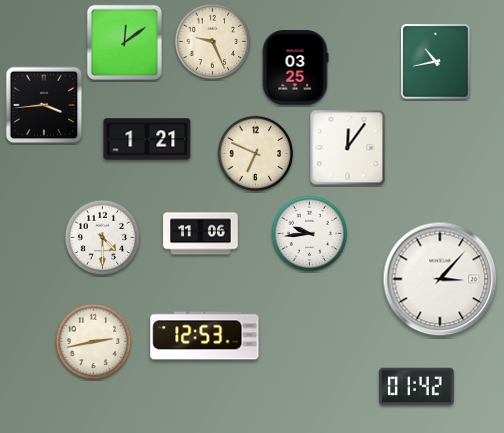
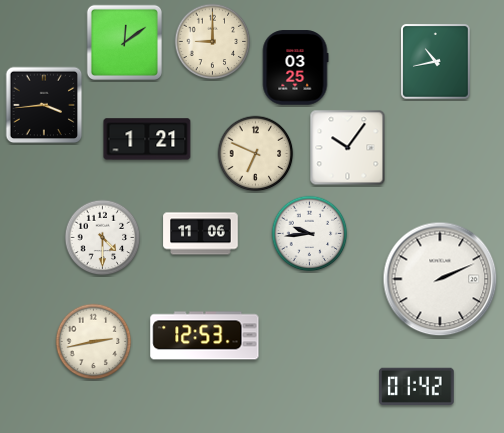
clock at (213, 42): 9:26 -> 9:00
clock at (348, 148): 12:06 -> 10:06
clock at (440, 279): 3:07 -> 2:11
